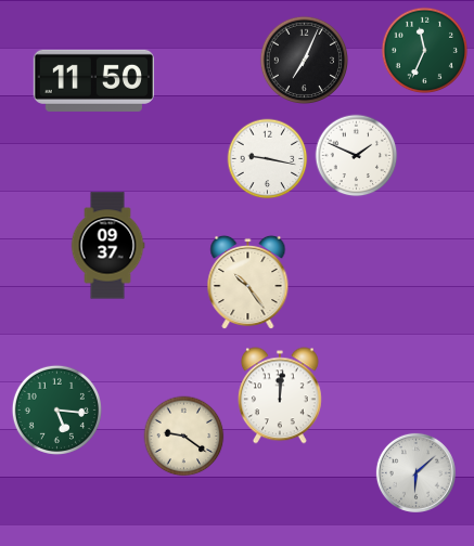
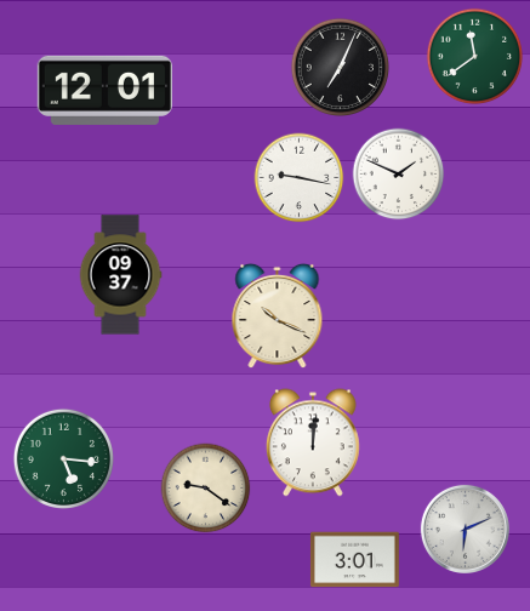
clock at (425, 51): 11:34 -> 11:39
clock at (93, 80): 11:50 -> 12:01
clock at (248, 283): 10:24 -> 10:19
clock at (415, 472): 6:08 -> 6:11
clock at (354, 560): none -> 3:01
